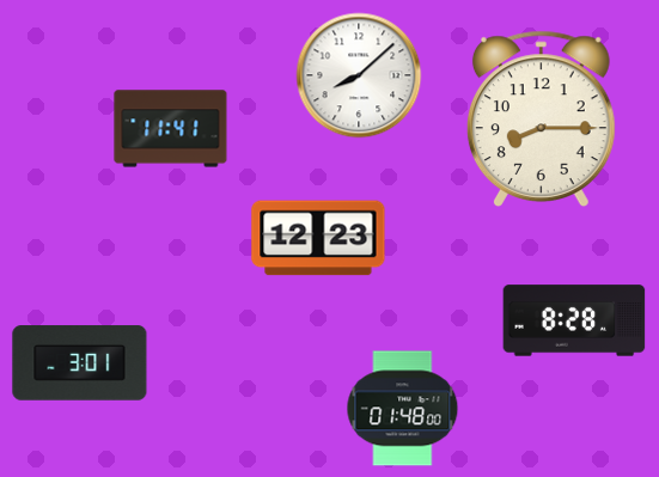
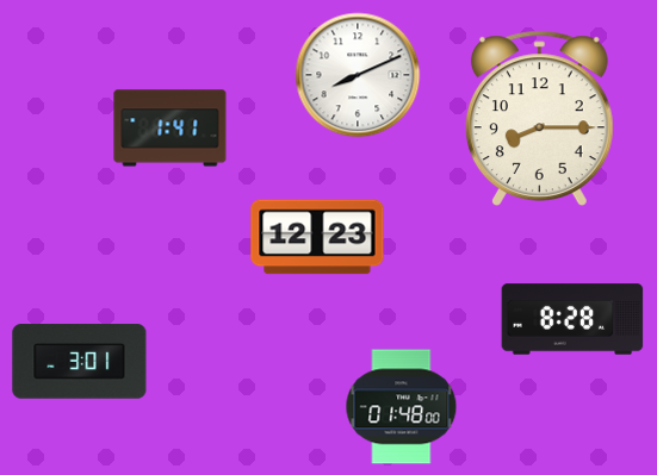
clock at (359, 75): 8:08 -> 8:11
clock at (171, 129): 11:41 -> 1:41
